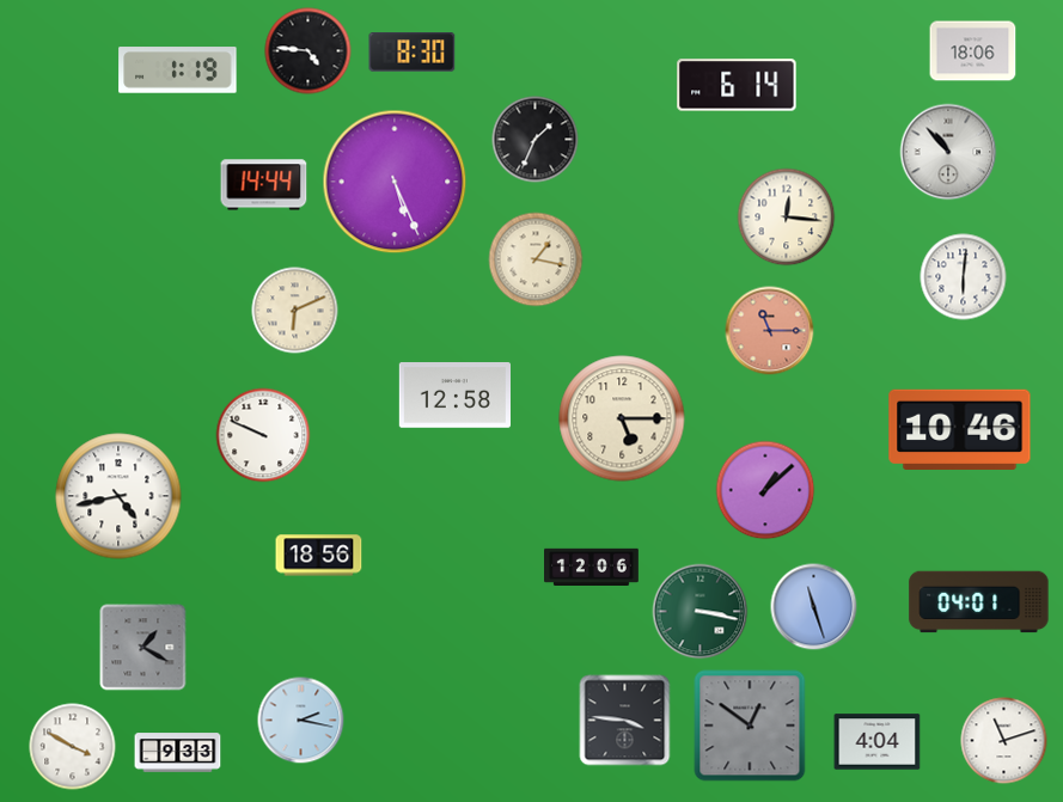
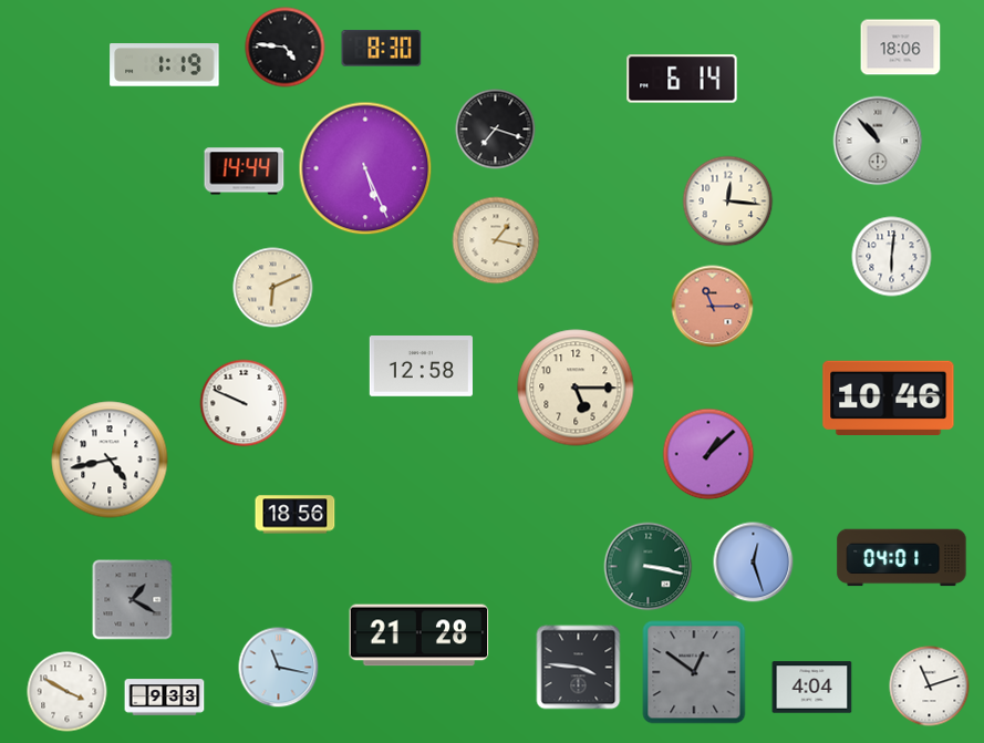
clock at (536, 140): 1:34 -> 7:18
clock at (592, 567): 12:06 -> none
clock at (979, 602) position: (979, 602) -> (902, 558)
clock at (814, 607): 11:27 -> 12:27
clock at (420, 636): none -> 21:28
clock at (301, 721): 2:17 -> 11:17
